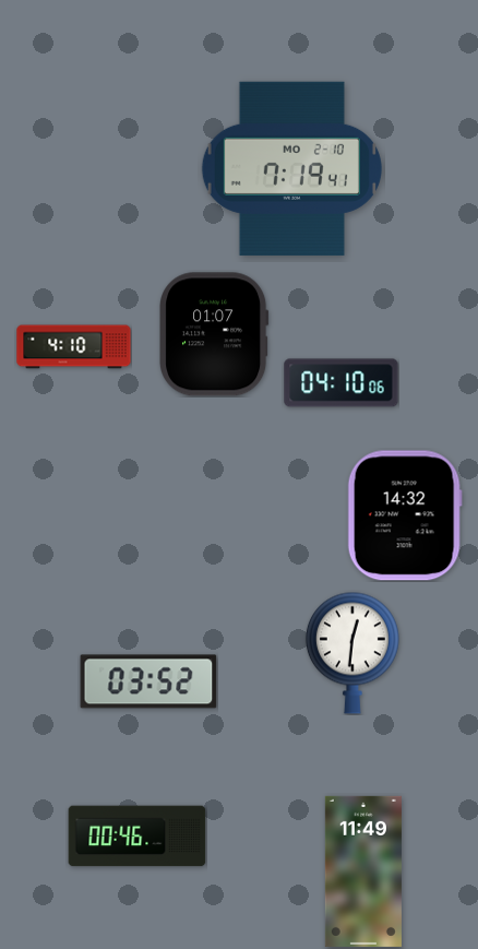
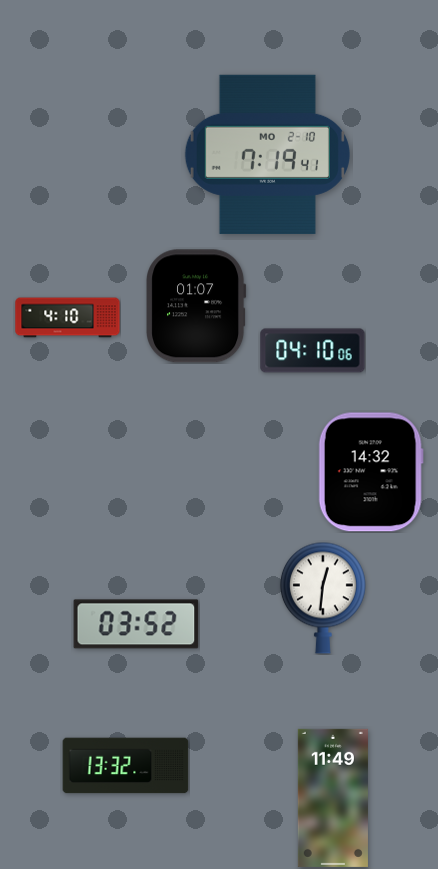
clock at (138, 837): 00:46 -> 13:32
